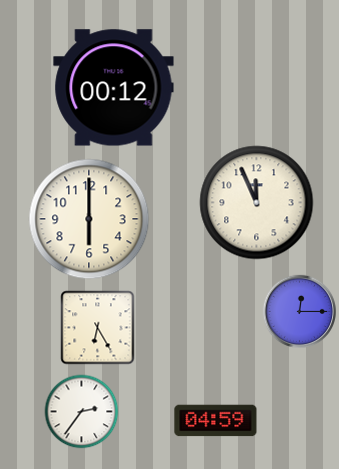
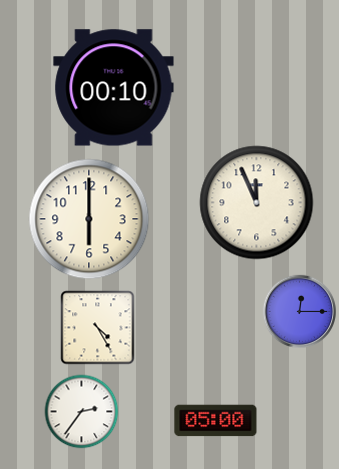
clock at (114, 88): 00:12 -> 00:10
clock at (98, 328): 6:25 -> 4:25
clock at (216, 421): 04:59 -> 05:00
